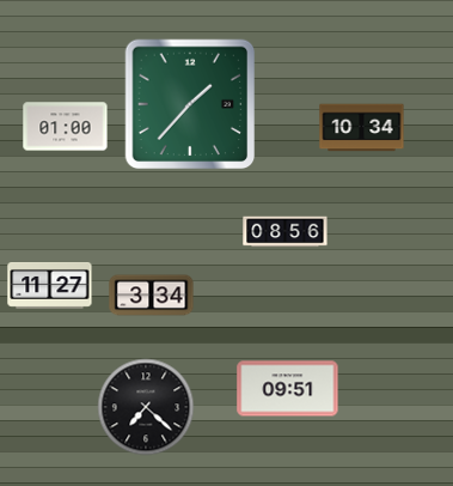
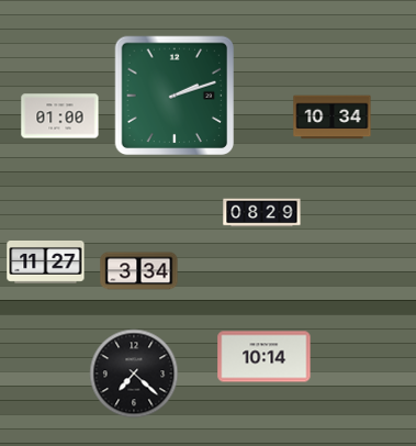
clock at (190, 104): 1:37 -> 2:12
clock at (286, 232): 08:56 -> 08:29
clock at (288, 389): 09:51 -> 10:14
